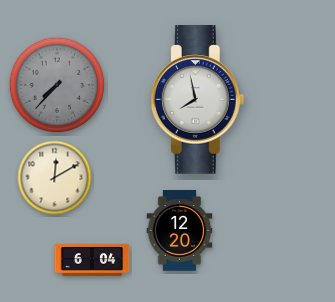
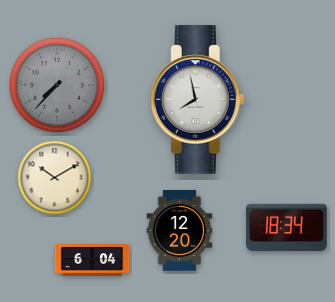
clock at (55, 178): 12:10 -> 10:10
clock at (287, 227): none -> 18:34
